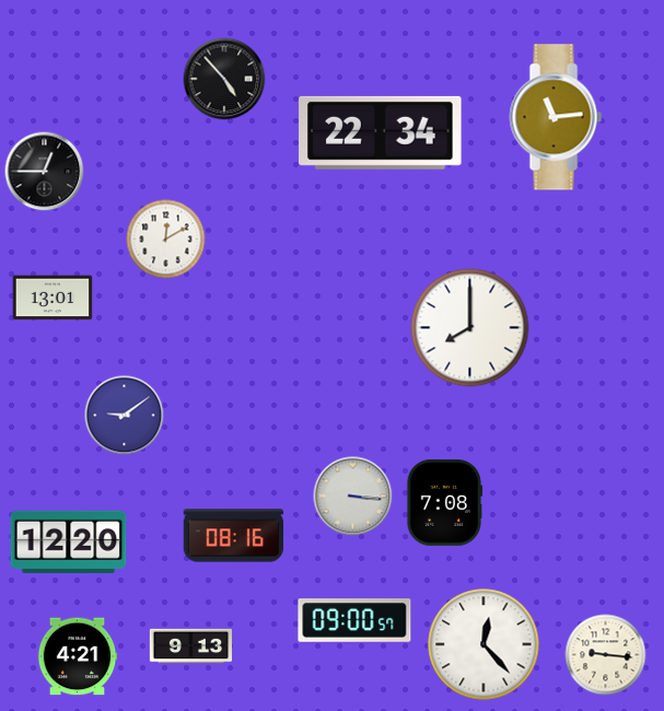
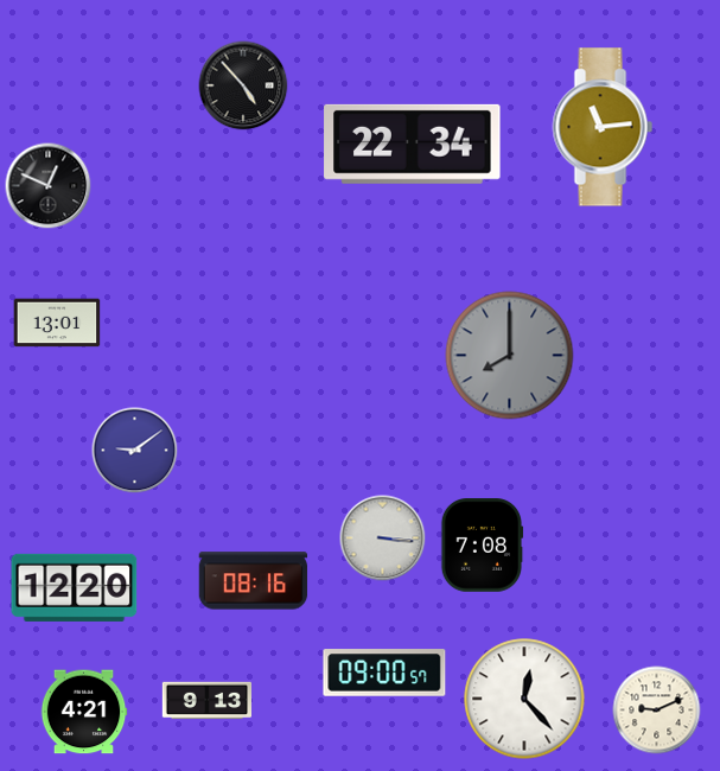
clock at (45, 172): 12:45 -> 12:49
clock at (166, 240): 12:10 -> none
clock at (470, 328) dial: white -> grey
clock at (606, 655): 9:16 -> 9:11
